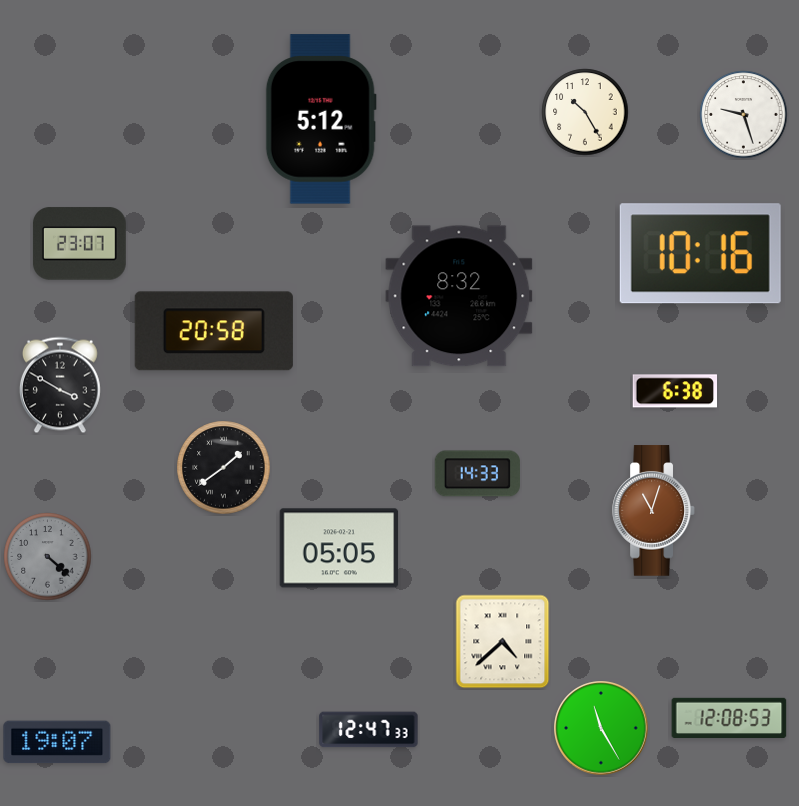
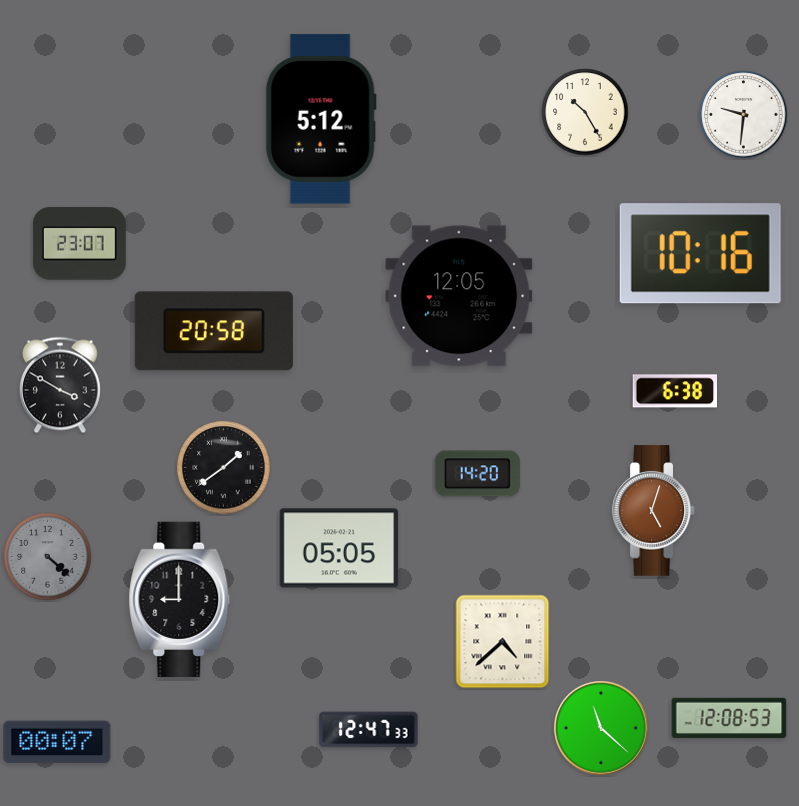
clock at (744, 115): 9:27 -> 9:31
clock at (459, 296): 8:32 -> 12:05
clock at (477, 474): 14:33 -> 14:20
clock at (654, 511): 11:03 -> 5:03
clock at (180, 599): none -> 9:00
clock at (601, 728): 11:25 -> 11:22
clock at (57, 742): 19:07 -> 00:07
